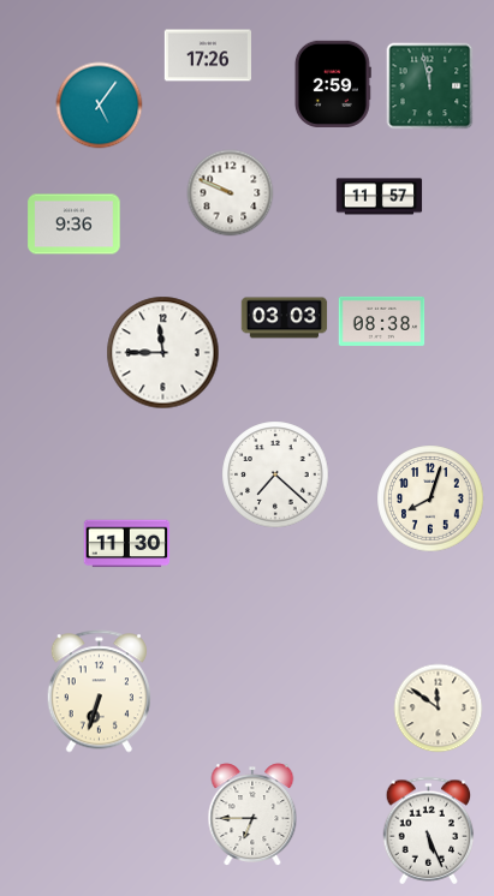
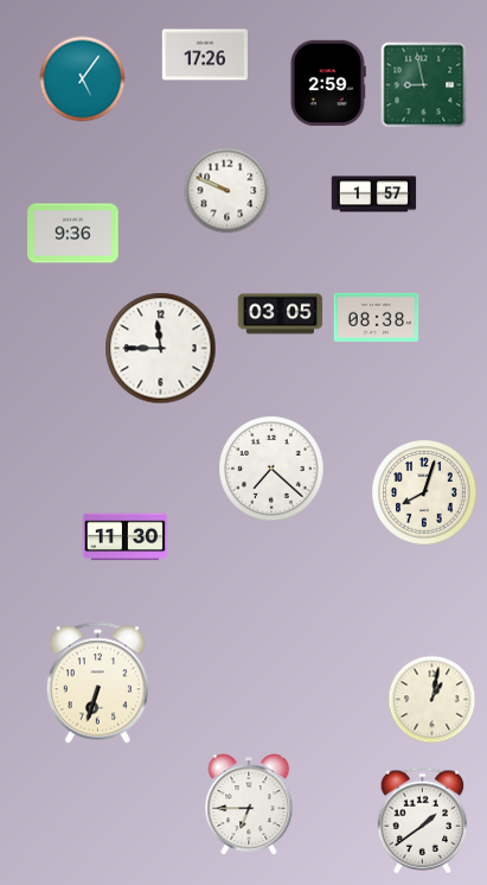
clock at (430, 86): 11:58 -> 8:58
clock at (100, 106) position: (100, 106) -> (83, 79)
clock at (380, 197): 11:57 -> 1:57
clock at (75, 225) position: (75, 225) -> (73, 234)
clock at (285, 318): 03:03 -> 03:05
clock at (439, 709): 11:51 -> 1:02
clock at (429, 831): 5:26 -> 1:39
